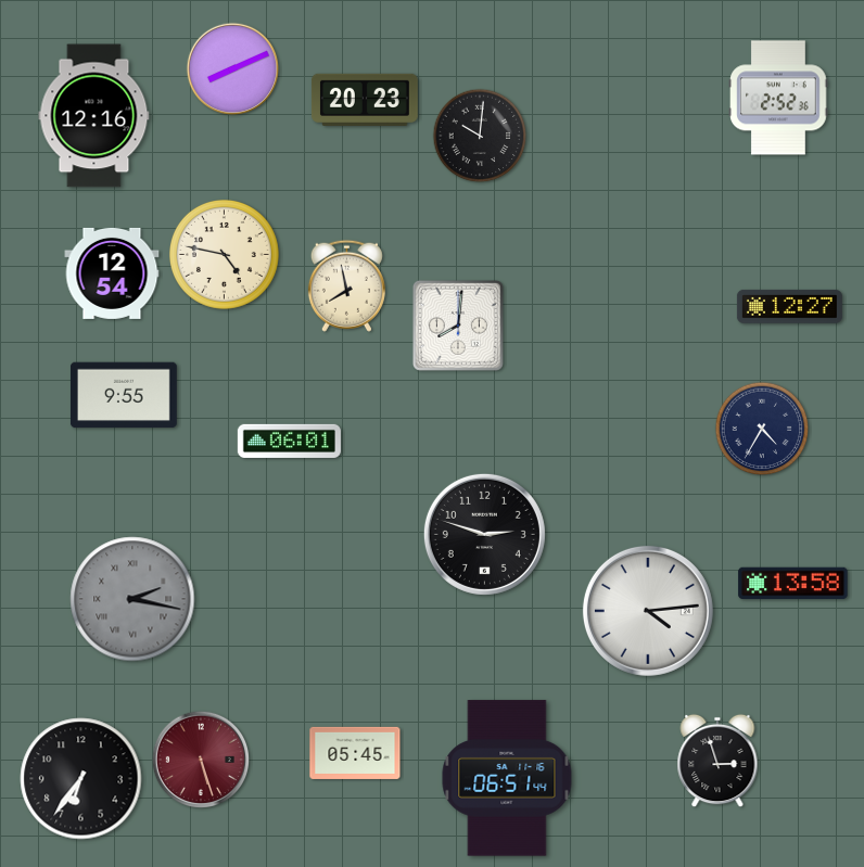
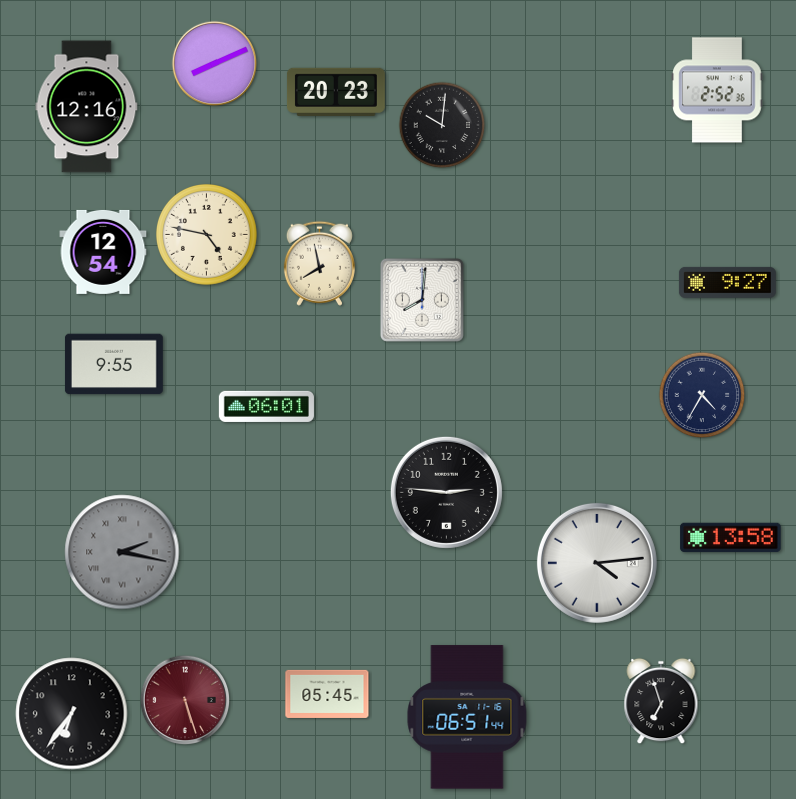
clock at (789, 306): 12:27 -> 9:27
clock at (484, 534): 2:48 -> 2:46
clock at (717, 761): 2:57 -> 6:57
clock at (81, 779) position: (81, 779) -> (72, 714)
